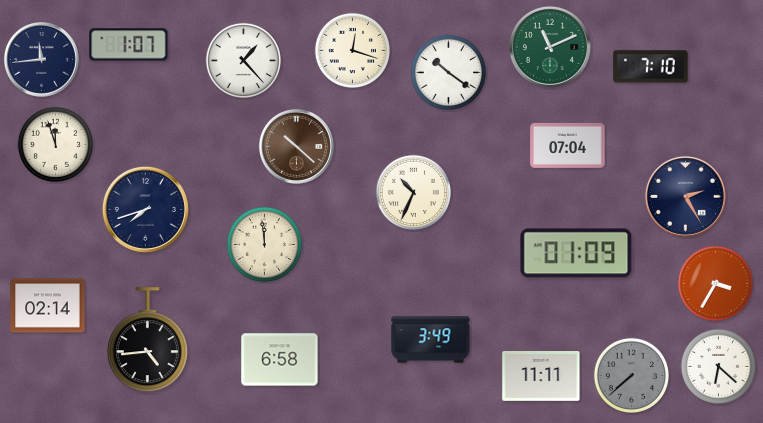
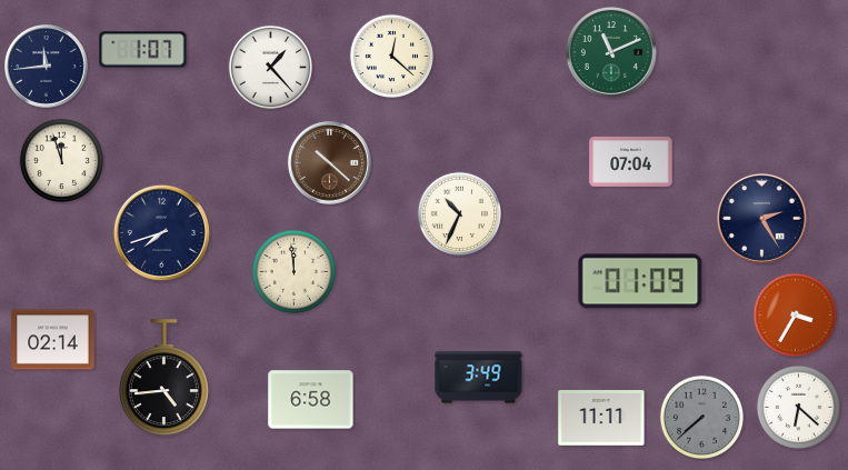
clock at (352, 50): 12:18 -> 12:22
clock at (651, 67): 7:10 -> none
clock at (448, 72): 10:21 -> none
